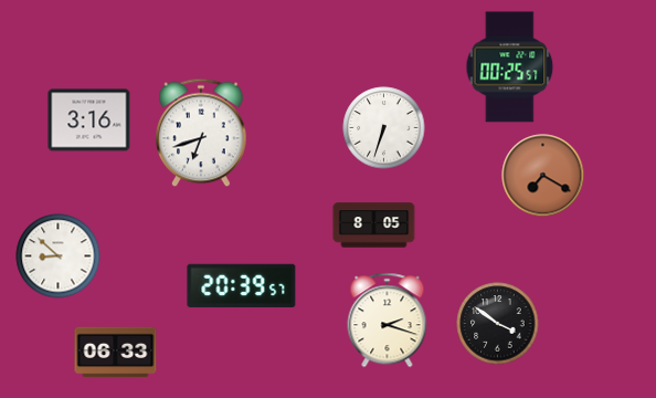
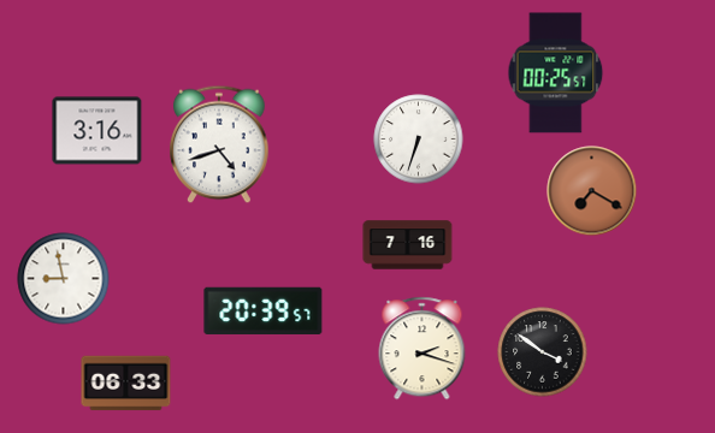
clock at (201, 133): 6:42 -> 4:42
clock at (374, 226): 8:05 -> 7:16
clock at (59, 256): 8:52 -> 8:58
